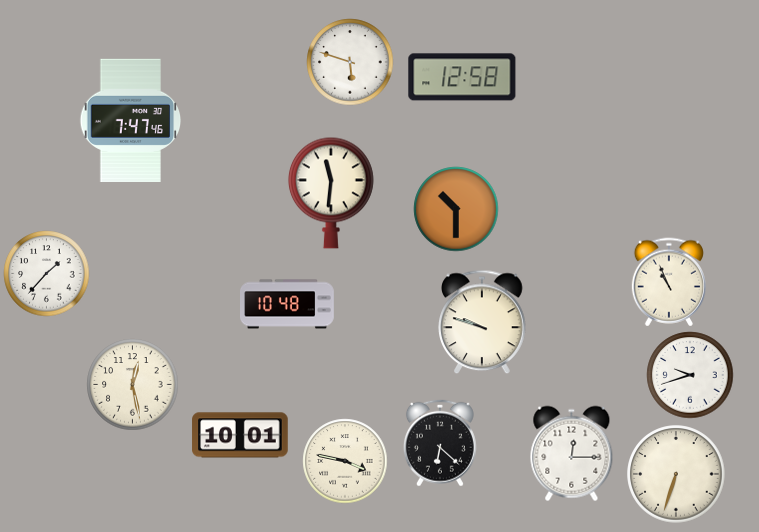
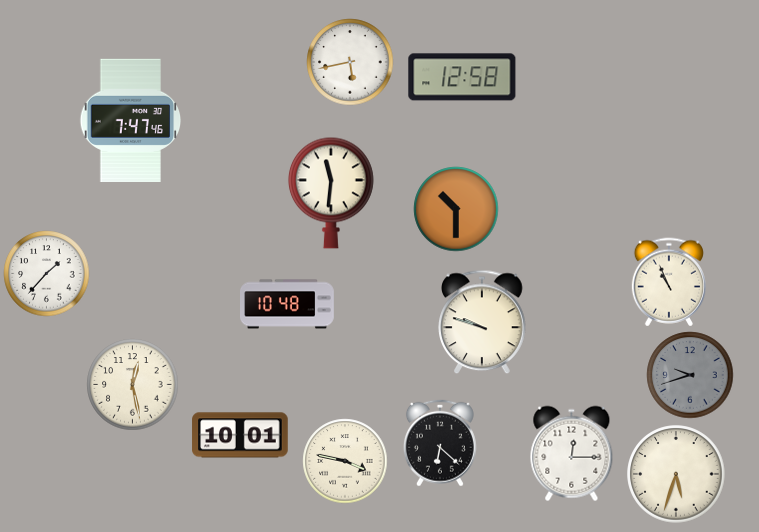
clock at (350, 62): 5:48 -> 5:43
clock at (690, 375) dial: white -> grey
clock at (676, 474): 6:33 -> 5:33
